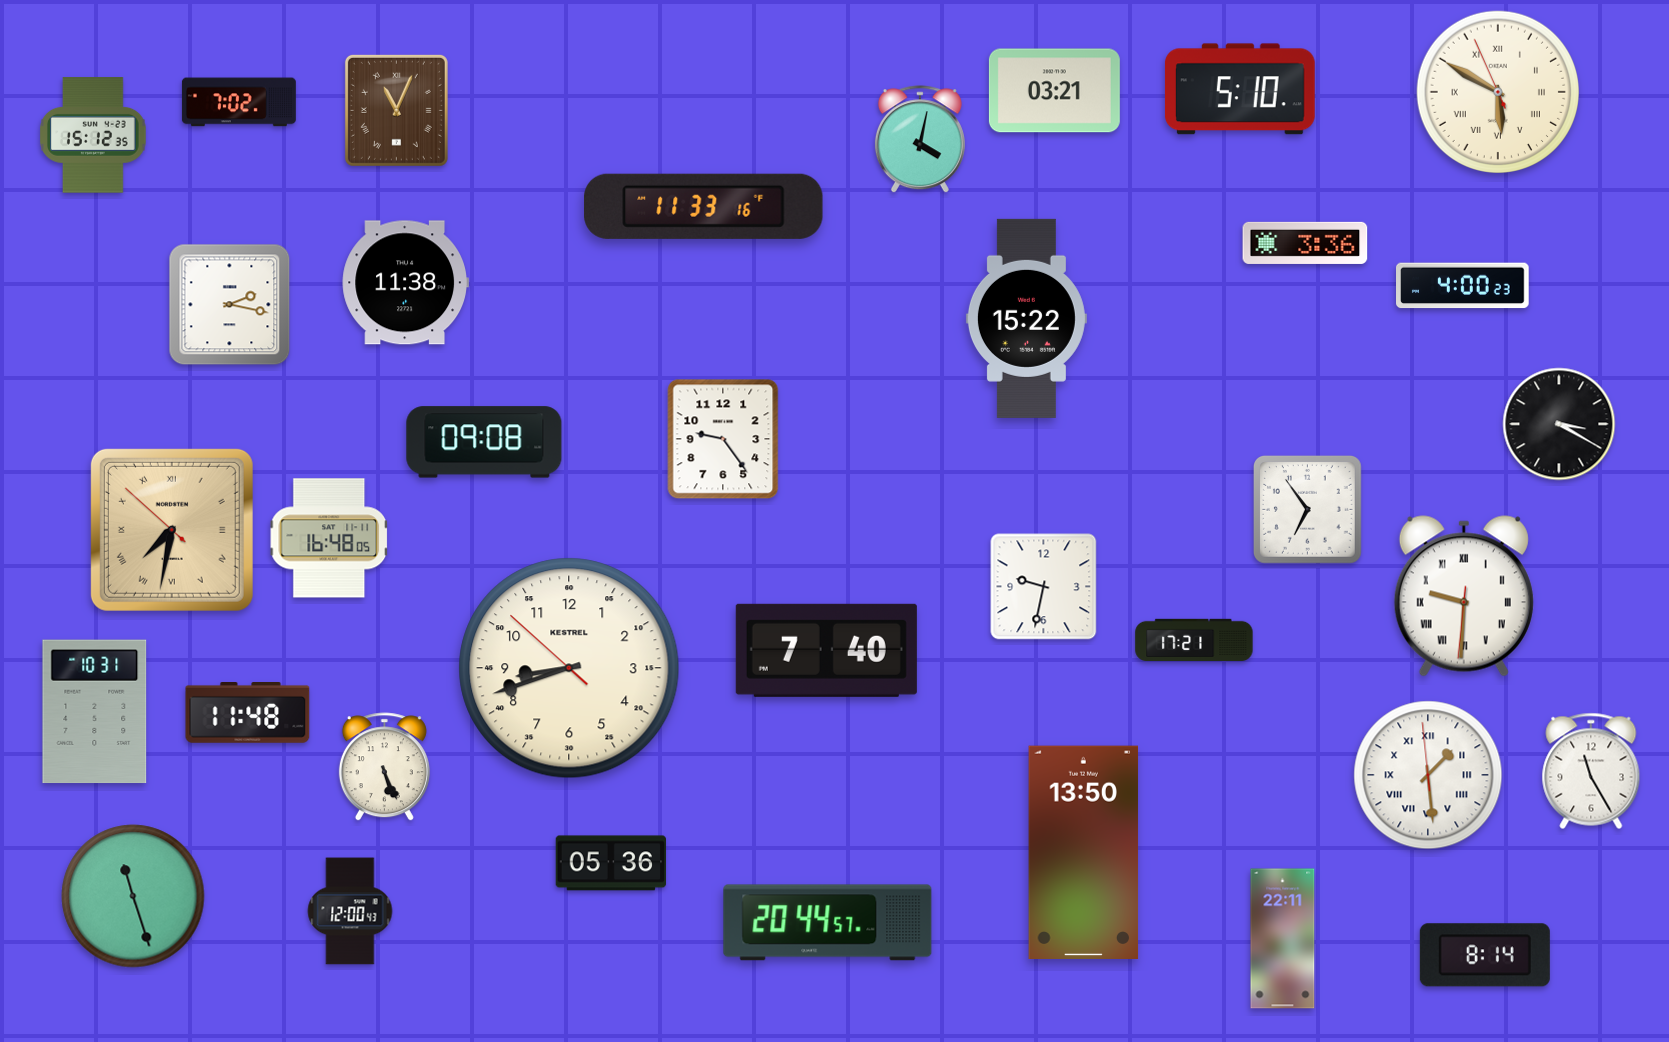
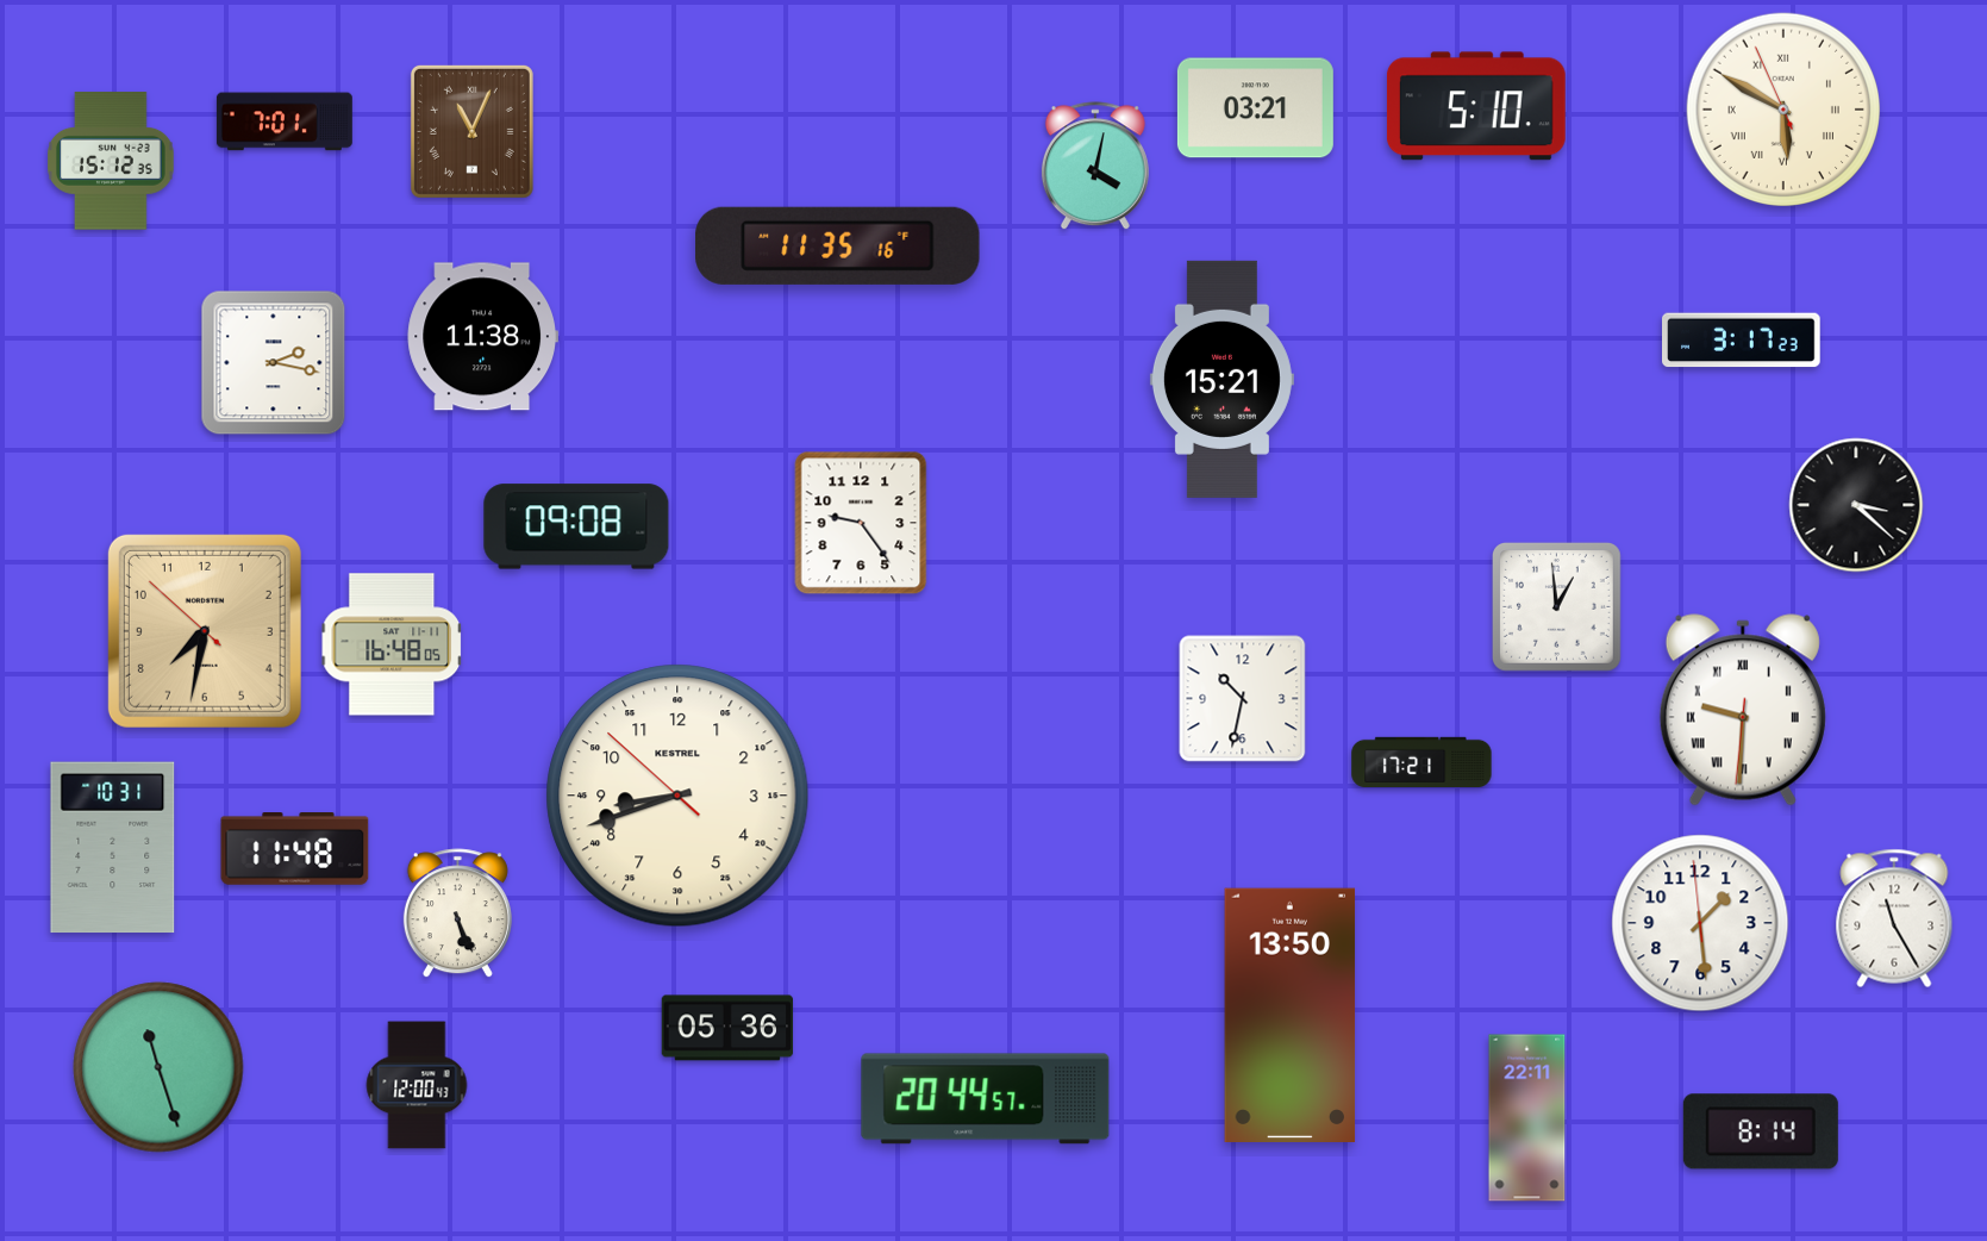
clock at (239, 102): 7:02 -> 7:01
clock at (704, 206): 11:33 -> 11:35
clock at (1305, 243): 3:36 -> none
clock at (1463, 286): 4:00 -> 3:17
clock at (1026, 318): 15:22 -> 15:21
clock at (1559, 424): 3:20 -> 3:22
clock at (1307, 509): 6:54 -> 12:59
clock at (172, 530) numerals: Roman -> Arabic
clock at (329, 538) position: (329, 538) -> (392, 644)
clock at (1044, 587): 9:32 -> 10:32
clock at (826, 650): 7:40 -> none
clock at (1428, 775) numerals: Roman -> Arabic
clock at (1485, 955) position: (1485, 955) -> (1761, 1131)
